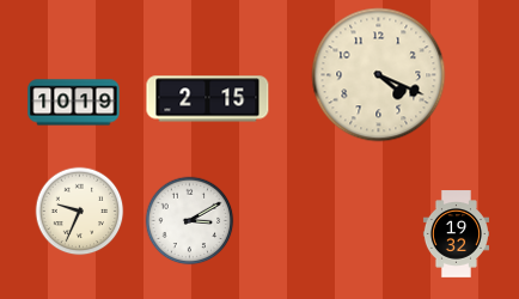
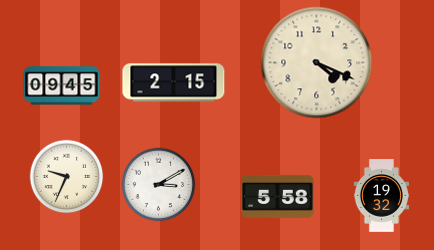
clock at (74, 103): 10:19 -> 09:45
clock at (278, 196): none -> 5:58
